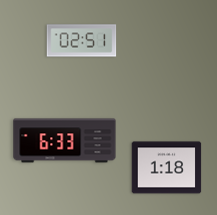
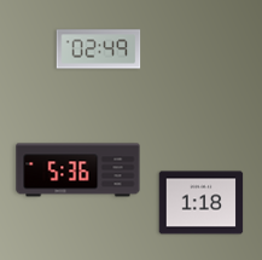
clock at (82, 41): 02:51 -> 02:49
clock at (65, 141): 6:33 -> 5:36
